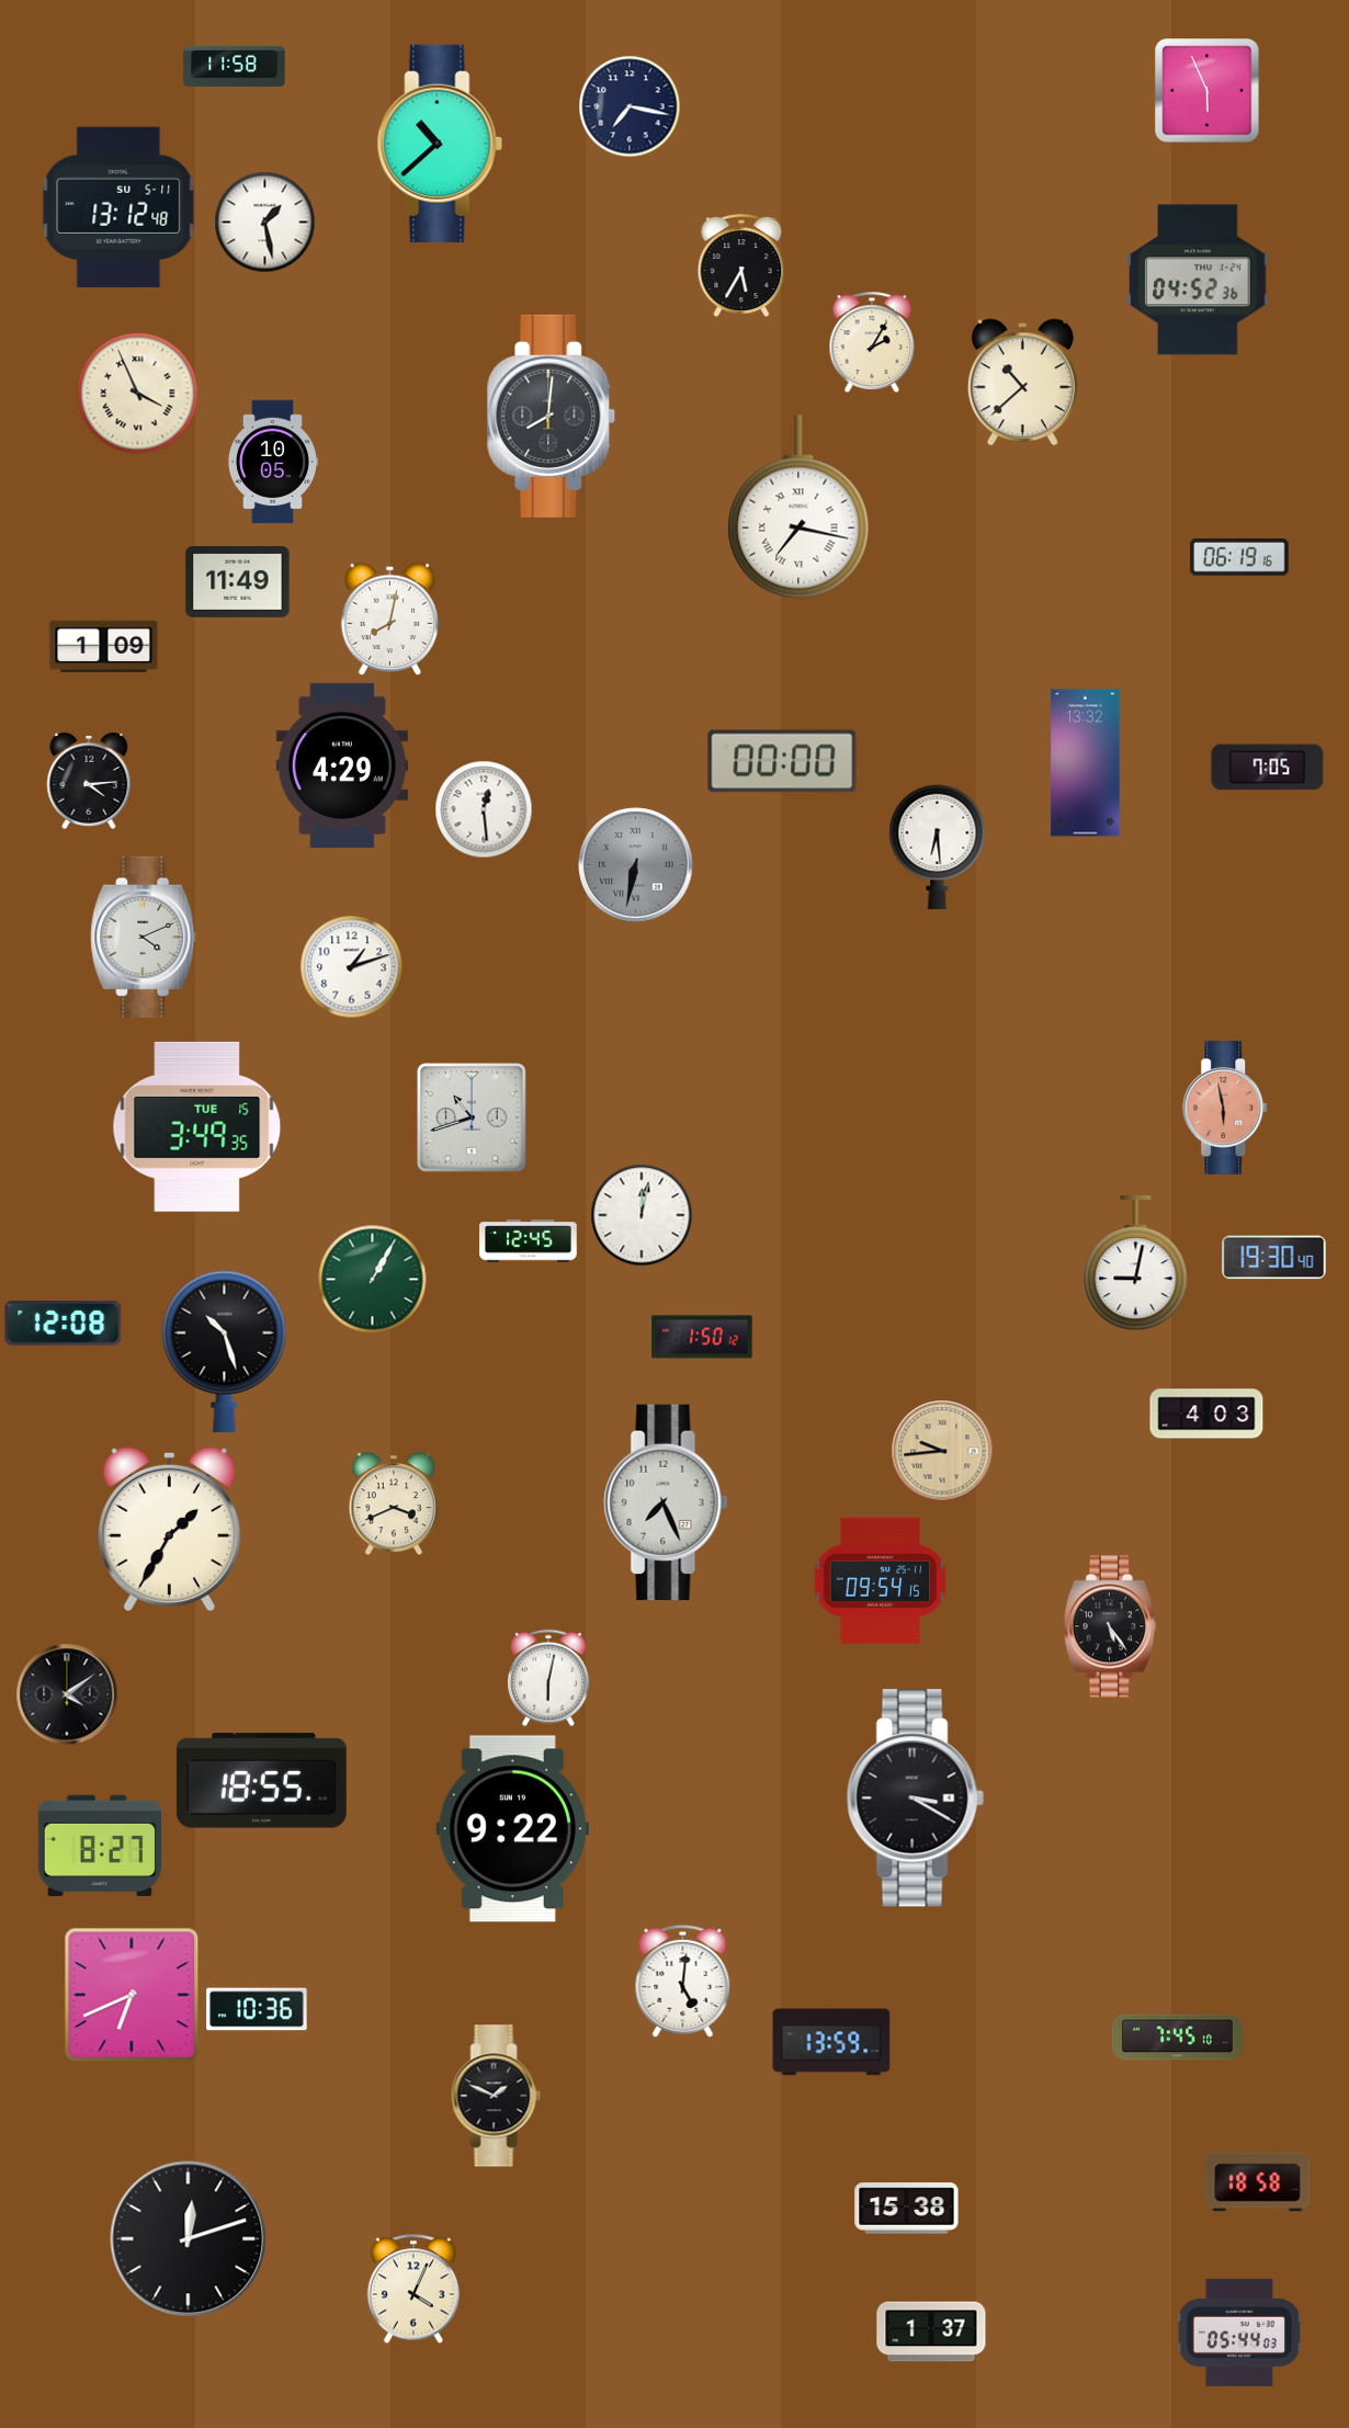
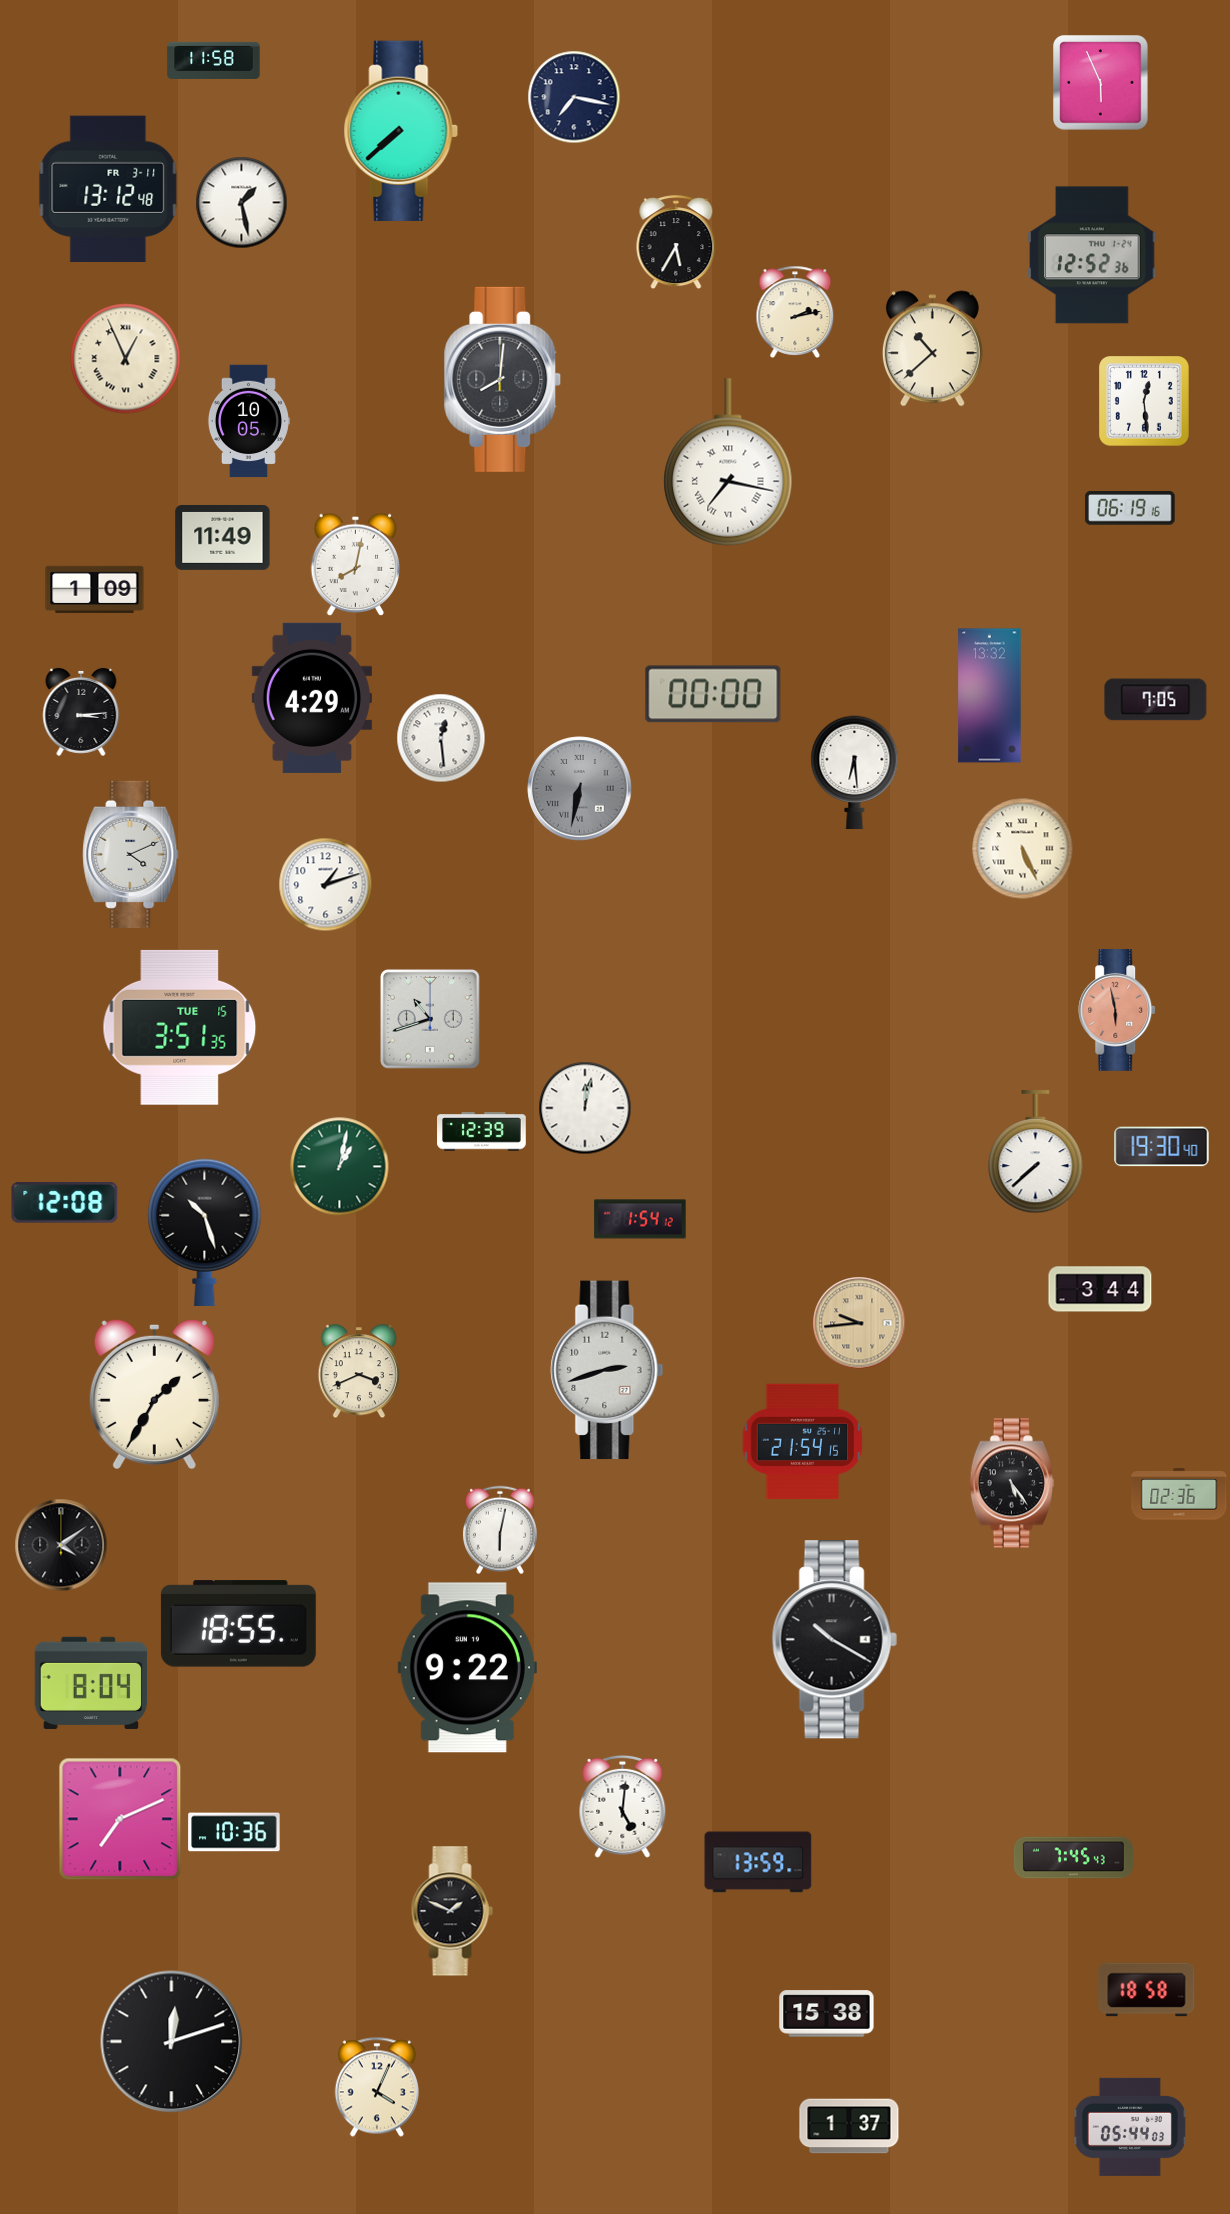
clock at (440, 144): 10:38 -> 7:38
clock at (118, 207) date: SU 5-11 -> FR 3-11
clock at (1198, 280): 04:52 -> 12:52
clock at (872, 342): 2:05 -> 2:13
clock at (138, 394): 3:56 -> 12:56
clock at (1145, 402): none -> 12:29
clock at (238, 581) position: (238, 581) -> (223, 537)
clock at (89, 781): 4:14 -> 3:14
clock at (1023, 849): none -> 5:26
clock at (352, 967) position: (352, 967) -> (326, 885)
clock at (197, 1126): 3:49 -> 3:51
clock at (529, 1241): 12:45 -> 12:39
clock at (1136, 1264): 9:02 -> 7:38
clock at (373, 1280): 1:05 -> 1:02
clock at (64, 1324) position: (64, 1324) -> (65, 1203)
clock at (702, 1337): 1:50 -> 1:54
clock at (1206, 1414): 4:03 -> 3:44
clock at (666, 1502): 7:26 -> 2:42
clock at (881, 1580): 09:54 -> 21:54
clock at (1179, 1494): none -> 02:36
clock at (915, 1799): 3:20 -> 10:20
clock at (100, 1846): 8:27 -> 8:04
clock at (132, 1995): 6:41 -> 7:11
clock at (1177, 2038): 7:45:10 -> 7:45:43
